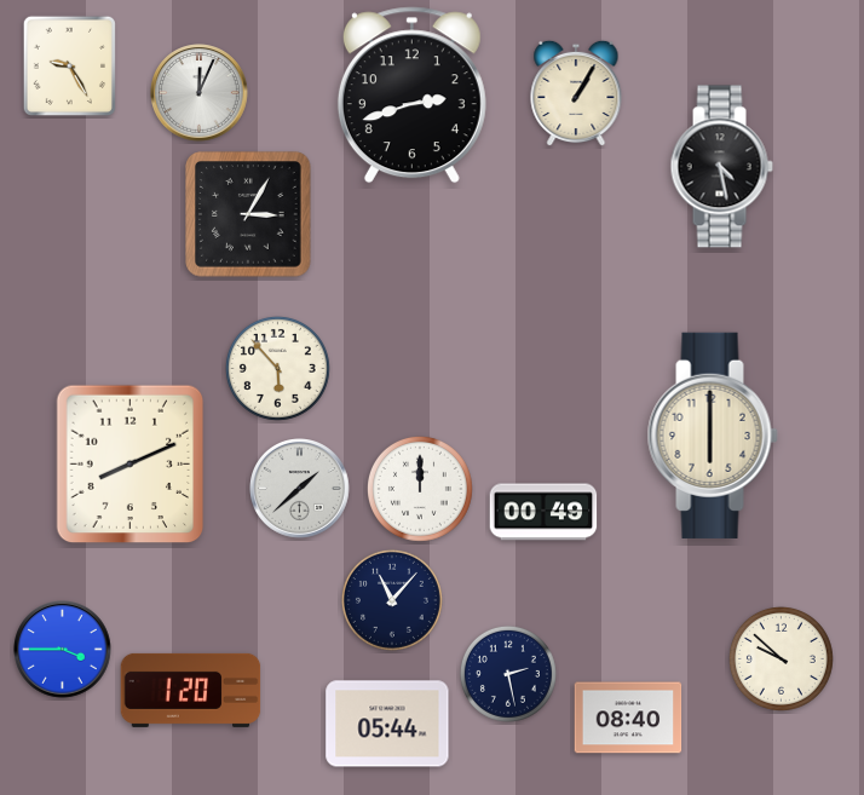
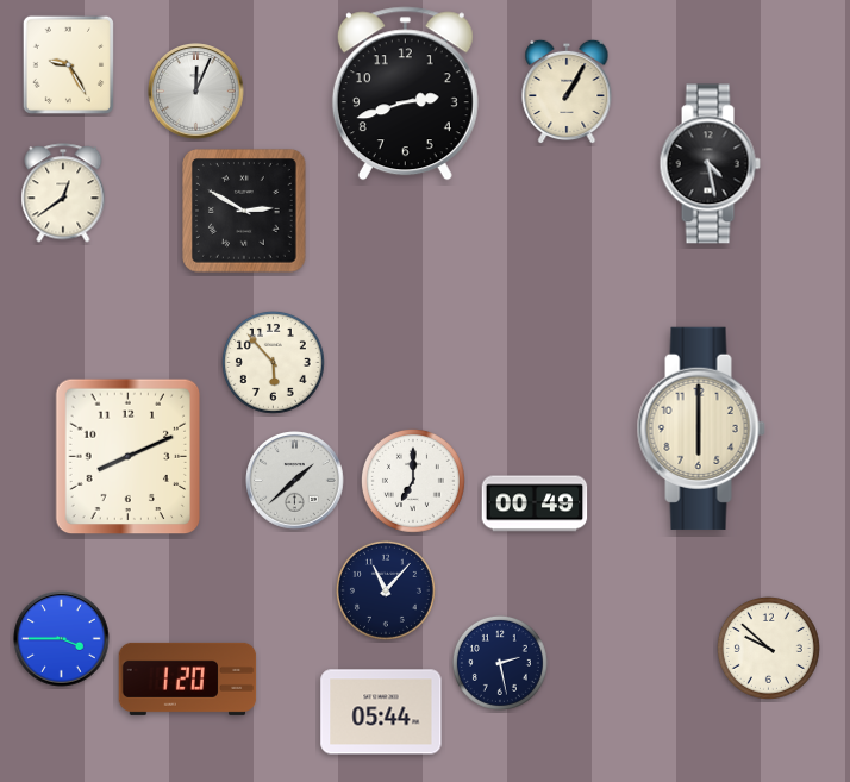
clock at (63, 193): none -> 12:39
clock at (248, 214): 3:05 -> 2:50
clock at (420, 489): 12:00 -> 7:00
clock at (628, 718): 08:40 -> none
